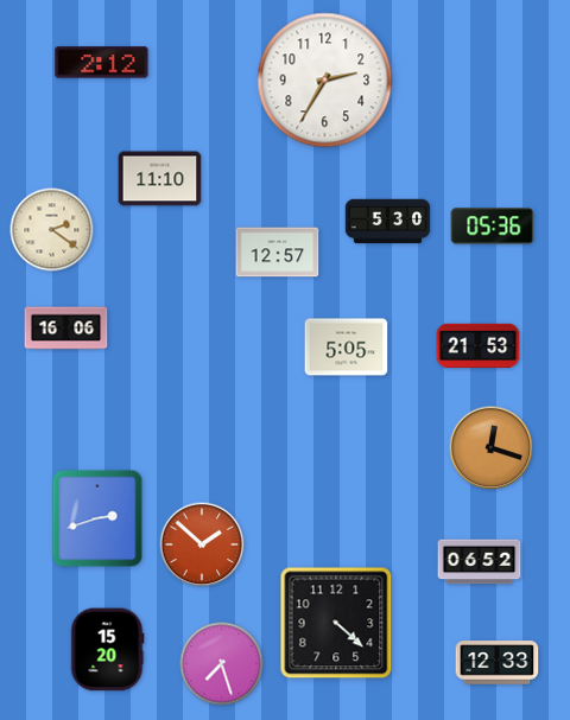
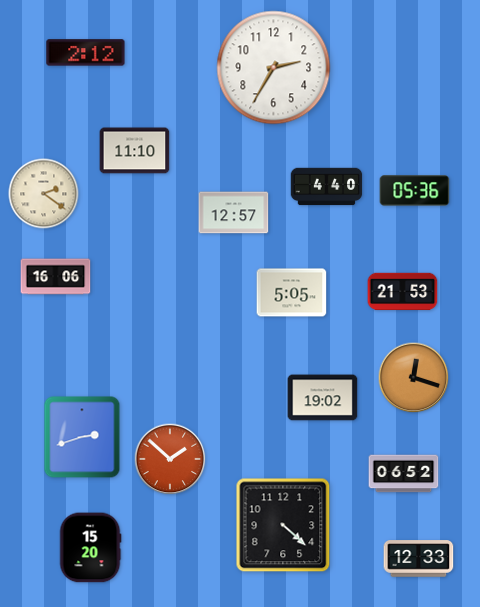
clock at (388, 222): 5:30 -> 4:40
clock at (323, 398): none -> 19:02
clock at (222, 664): 7:27 -> none
